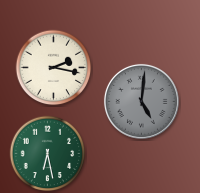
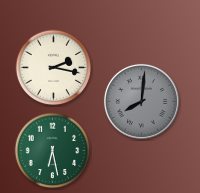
clock at (141, 101): 5:01 -> 8:01
clock at (48, 154) position: (48, 154) -> (53, 151)
